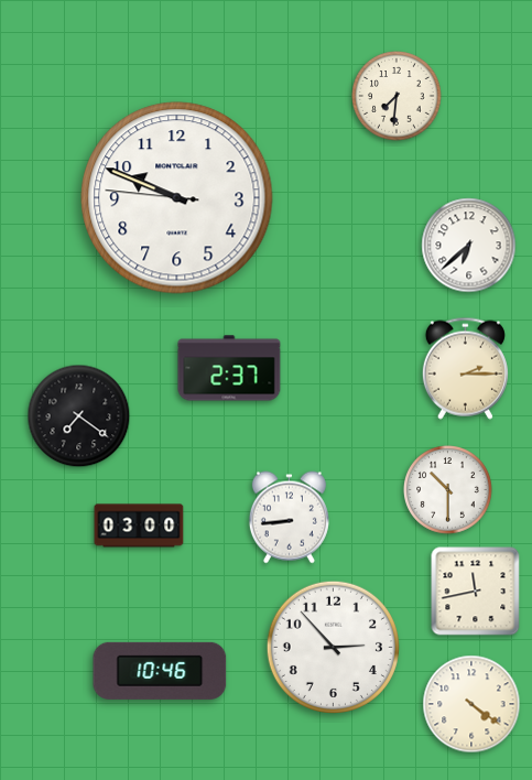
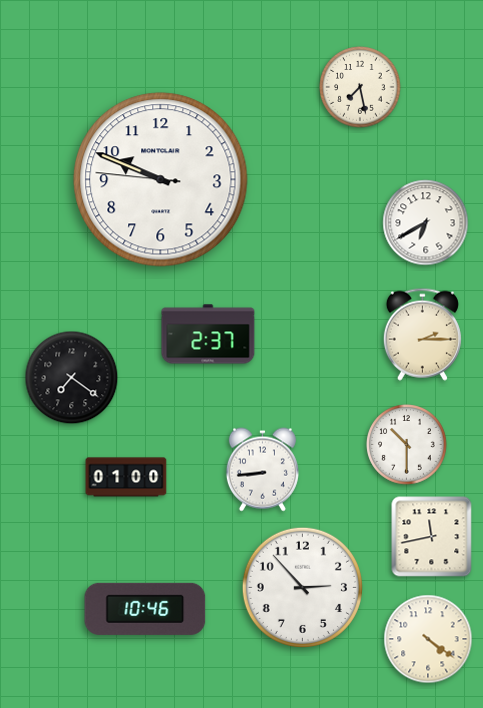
clock at (397, 96): 7:31 -> 7:28
clock at (469, 246): 6:38 -> 6:40
clock at (139, 526): 03:00 -> 01:00
